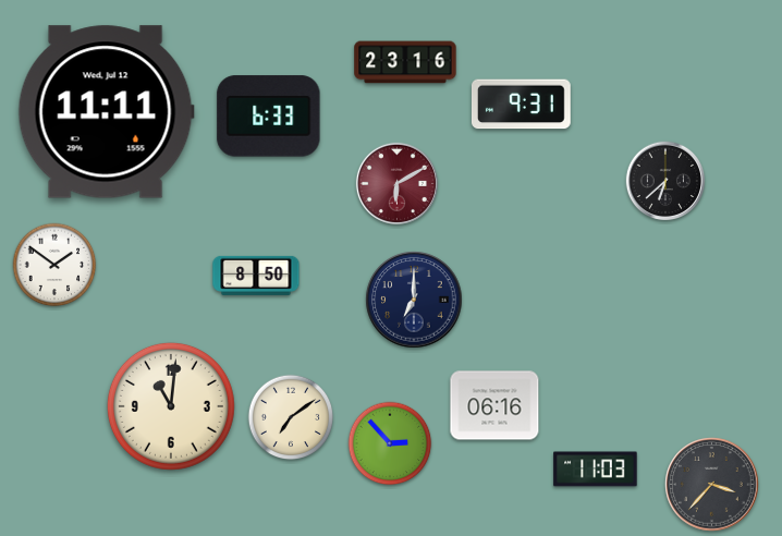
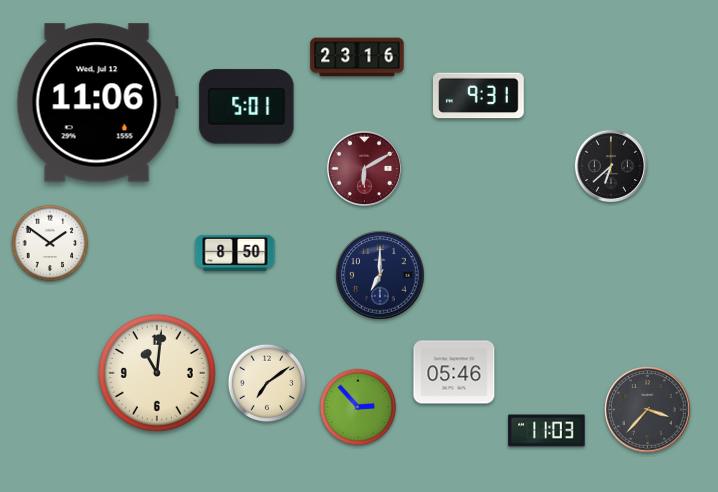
clock at (405, 62) position: (405, 62) -> (357, 57)
clock at (106, 112): 11:11 -> 11:06
clock at (269, 117): 6:33 -> 5:01
clock at (494, 405): 06:16 -> 05:46
clock at (712, 485) position: (712, 485) -> (648, 410)
